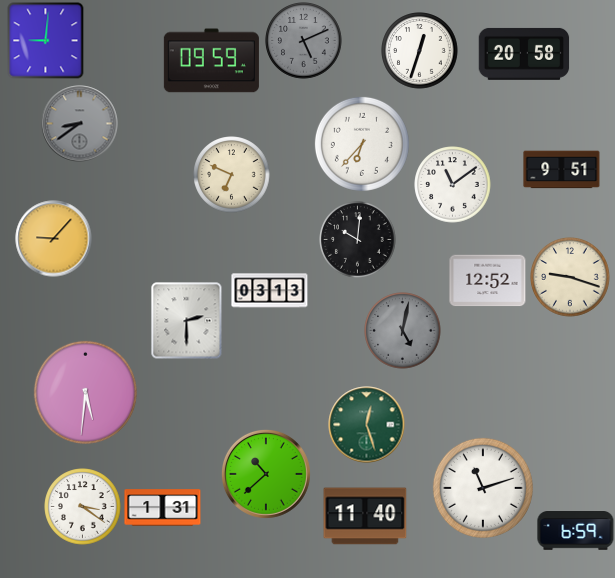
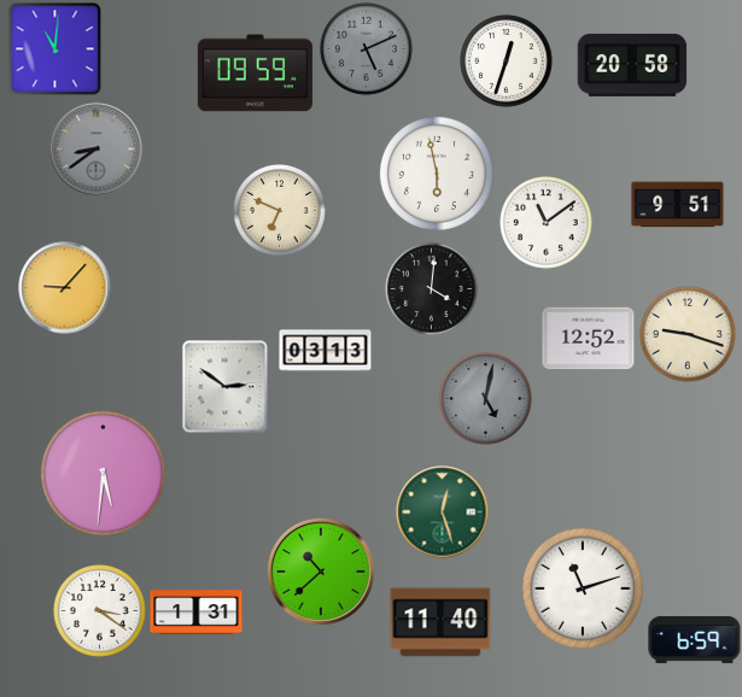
clock at (46, 41): 9:01 -> 11:01
clock at (362, 144): 6:37 -> 5:58
clock at (358, 240): 10:01 -> 4:01
clock at (187, 321): 2:30 -> 2:51
